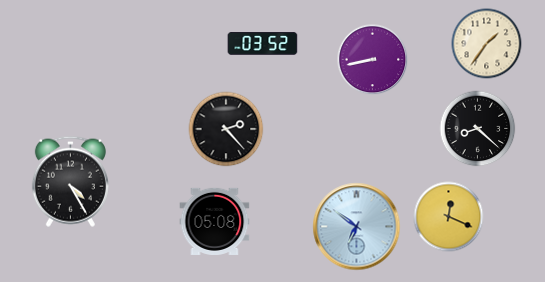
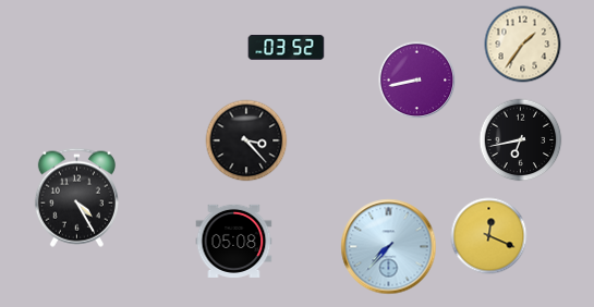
clock at (487, 44) position: (487, 44) -> (523, 45)
clock at (373, 60) position: (373, 60) -> (417, 81)
clock at (226, 129): 2:23 -> 3:23
clock at (478, 129): 8:22 -> 6:43
clock at (357, 227): 6:51 -> 7:37
